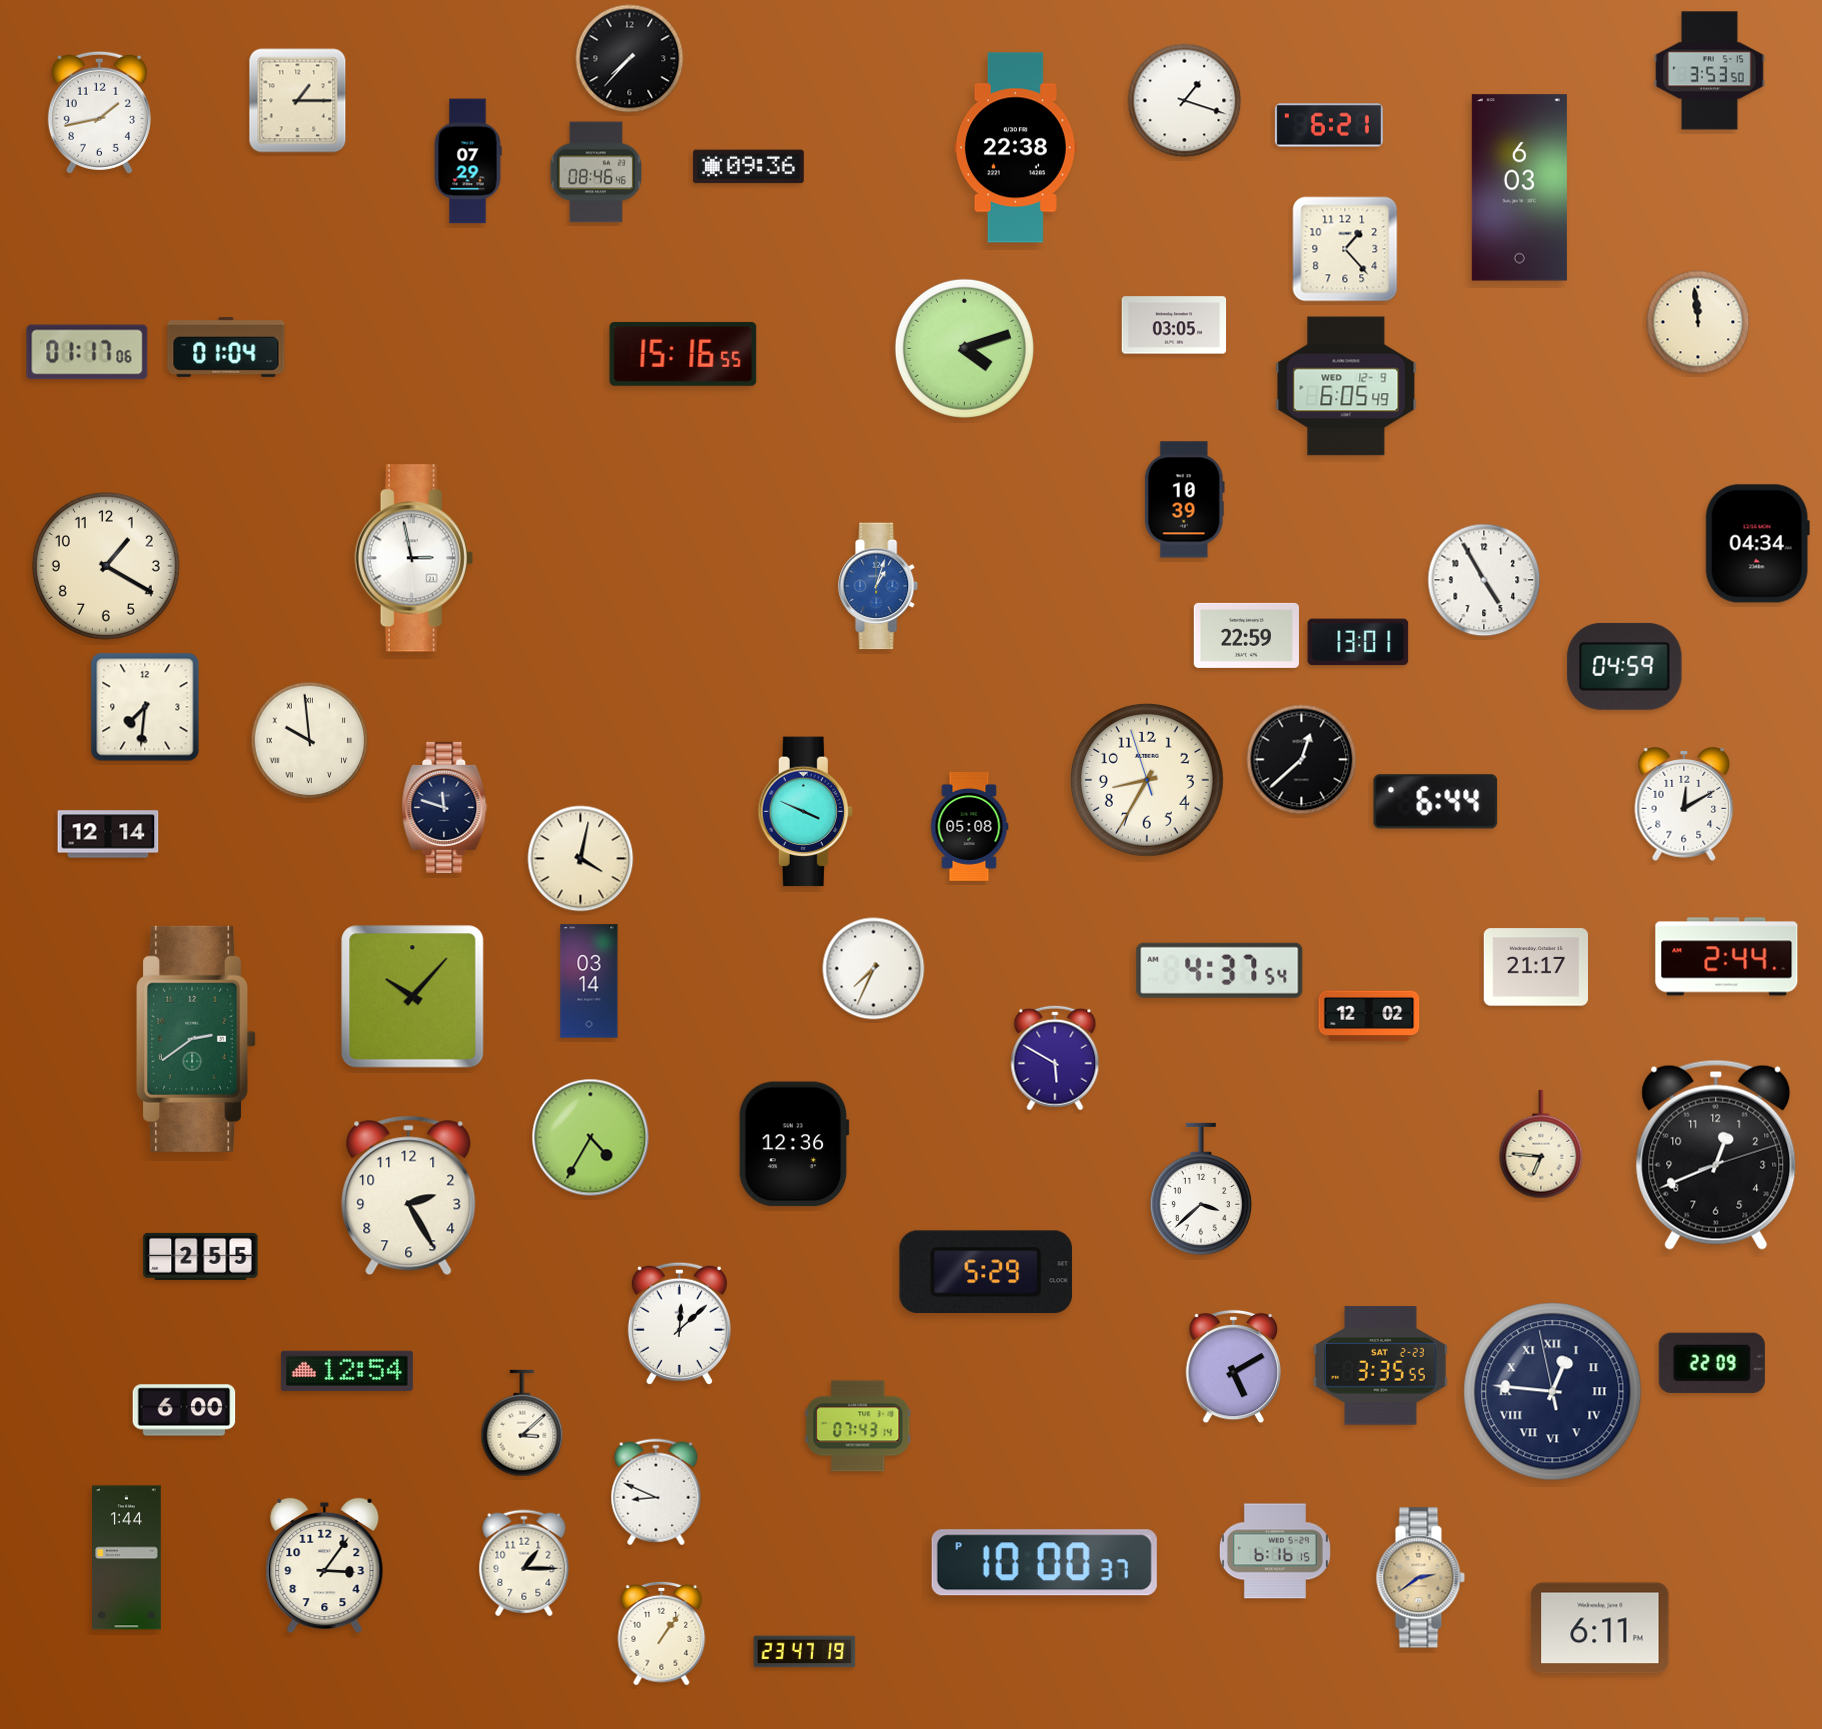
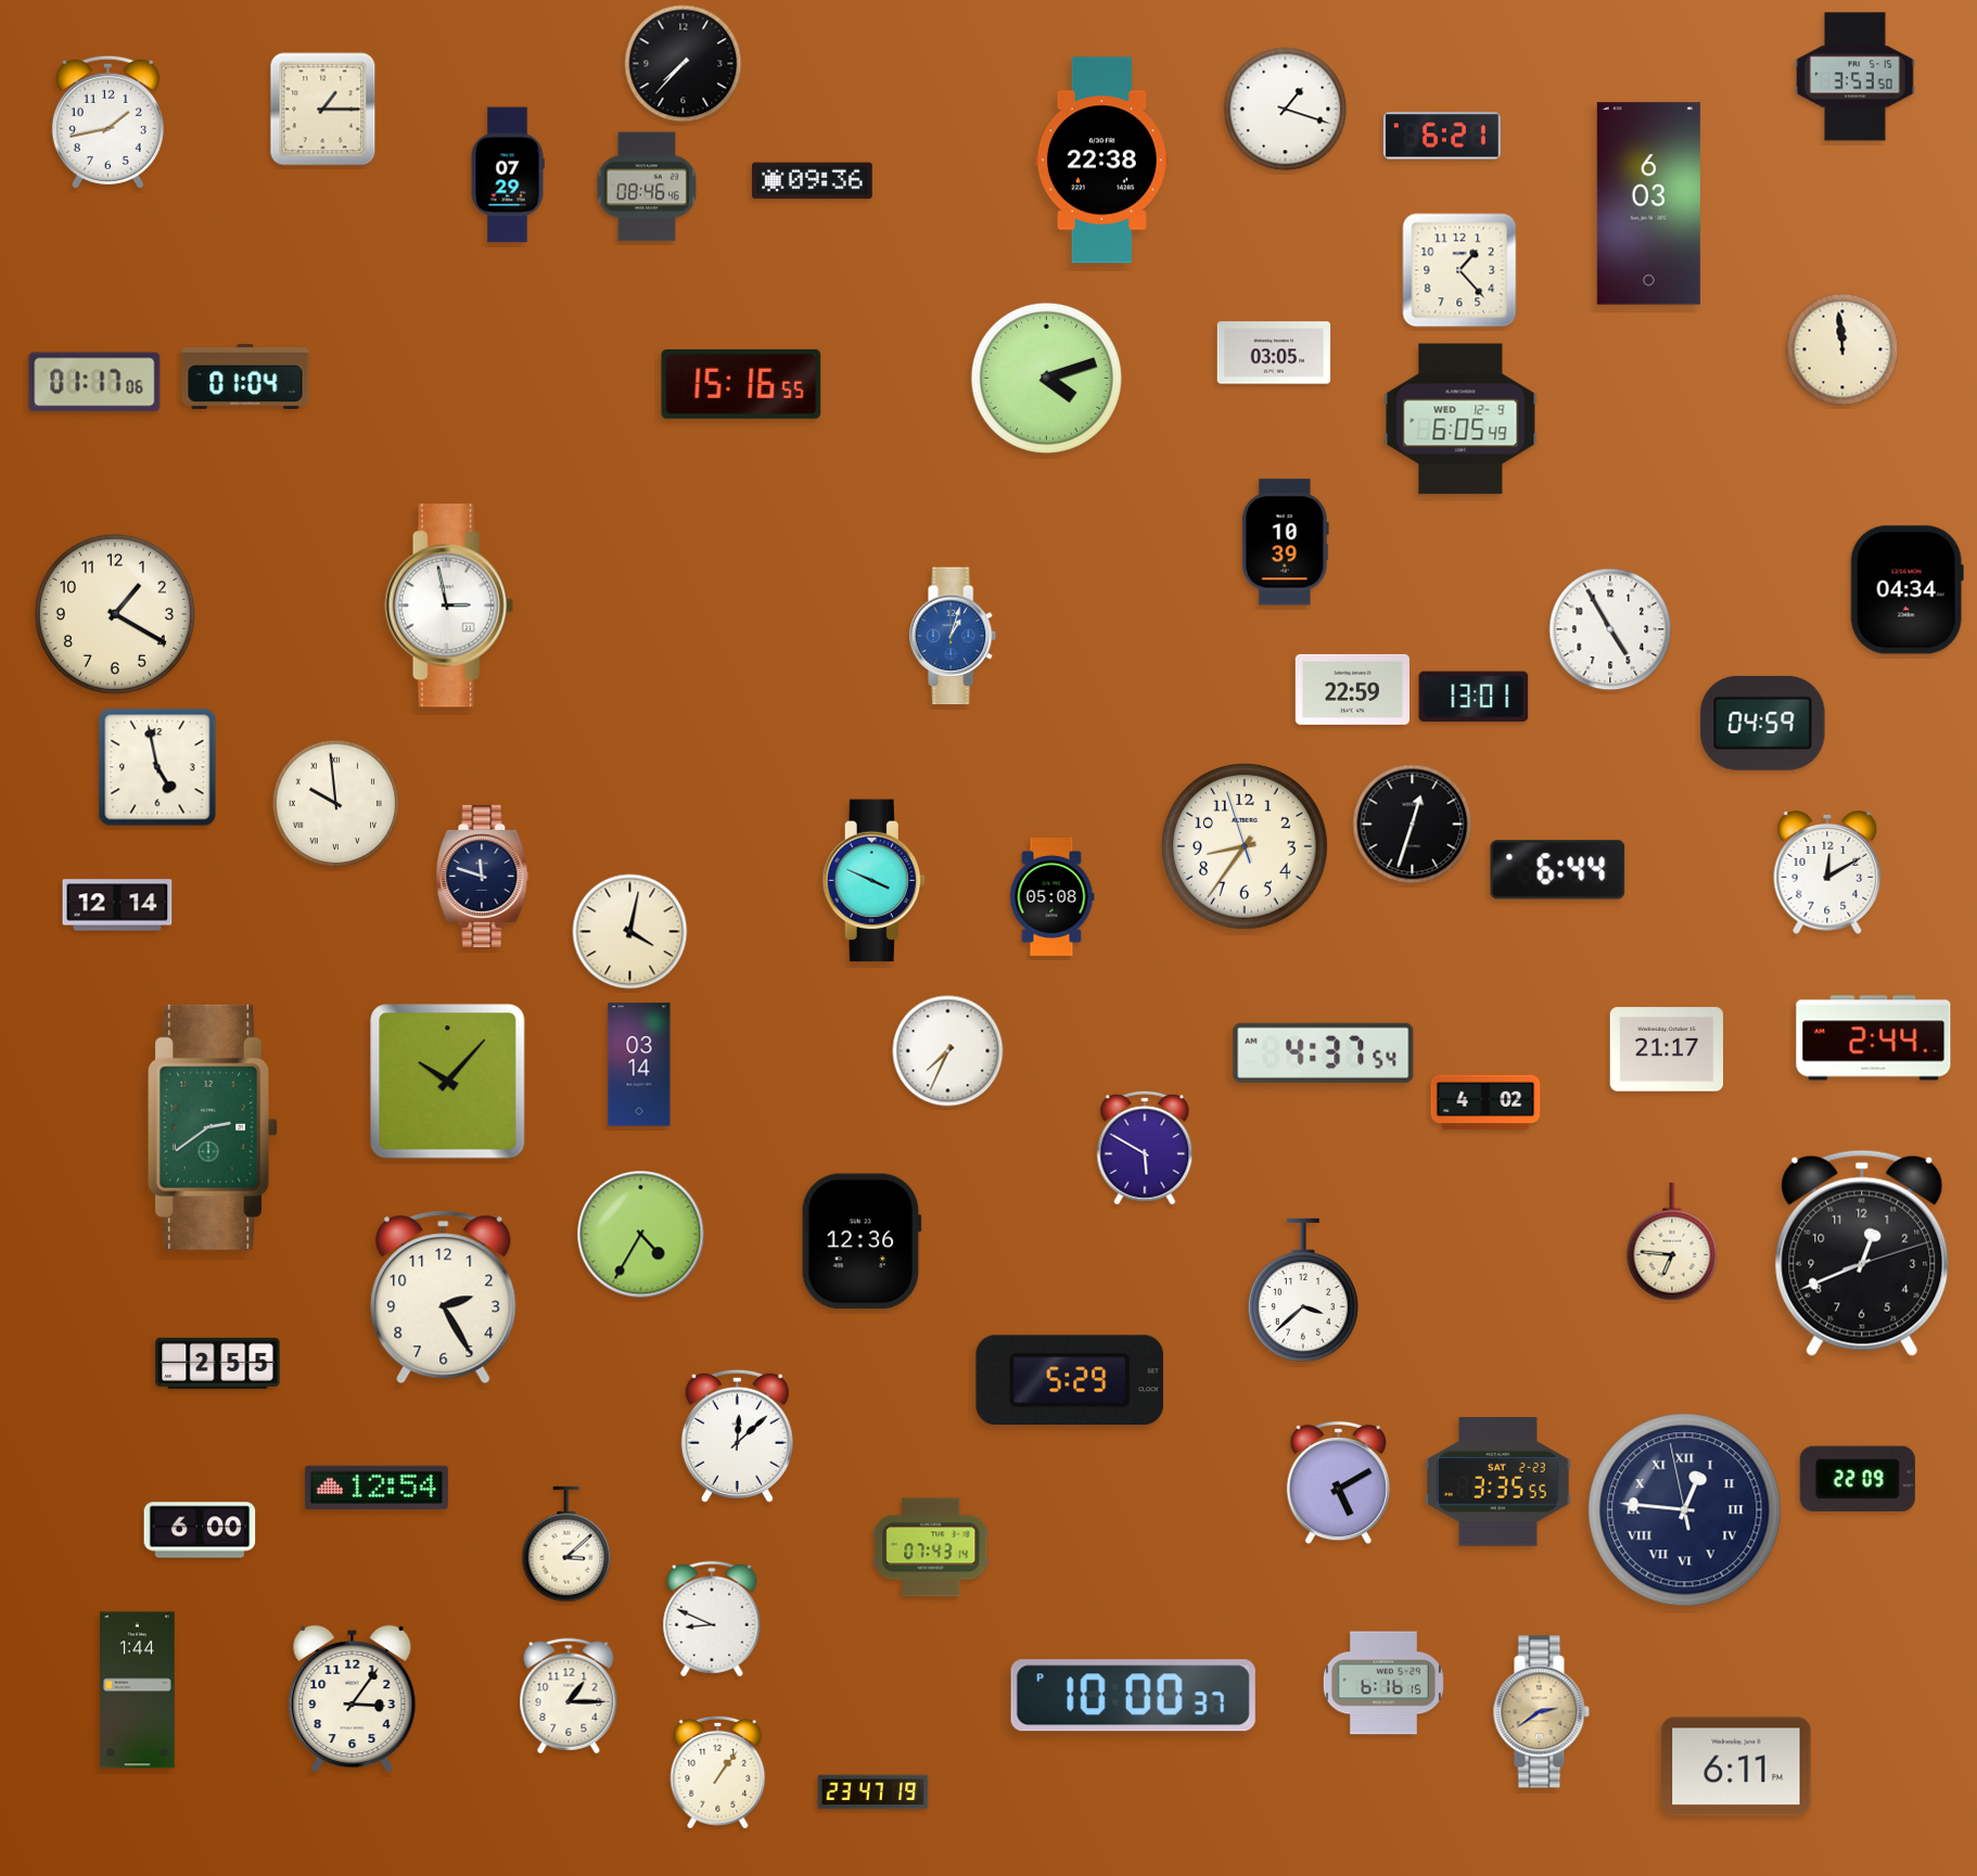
clock at (145, 707): 7:31 -> 4:58
clock at (1302, 760): 12:38 -> 12:33
clock at (1147, 780): 8:34 -> 8:35
clock at (1369, 1016): 12:02 -> 4:02
